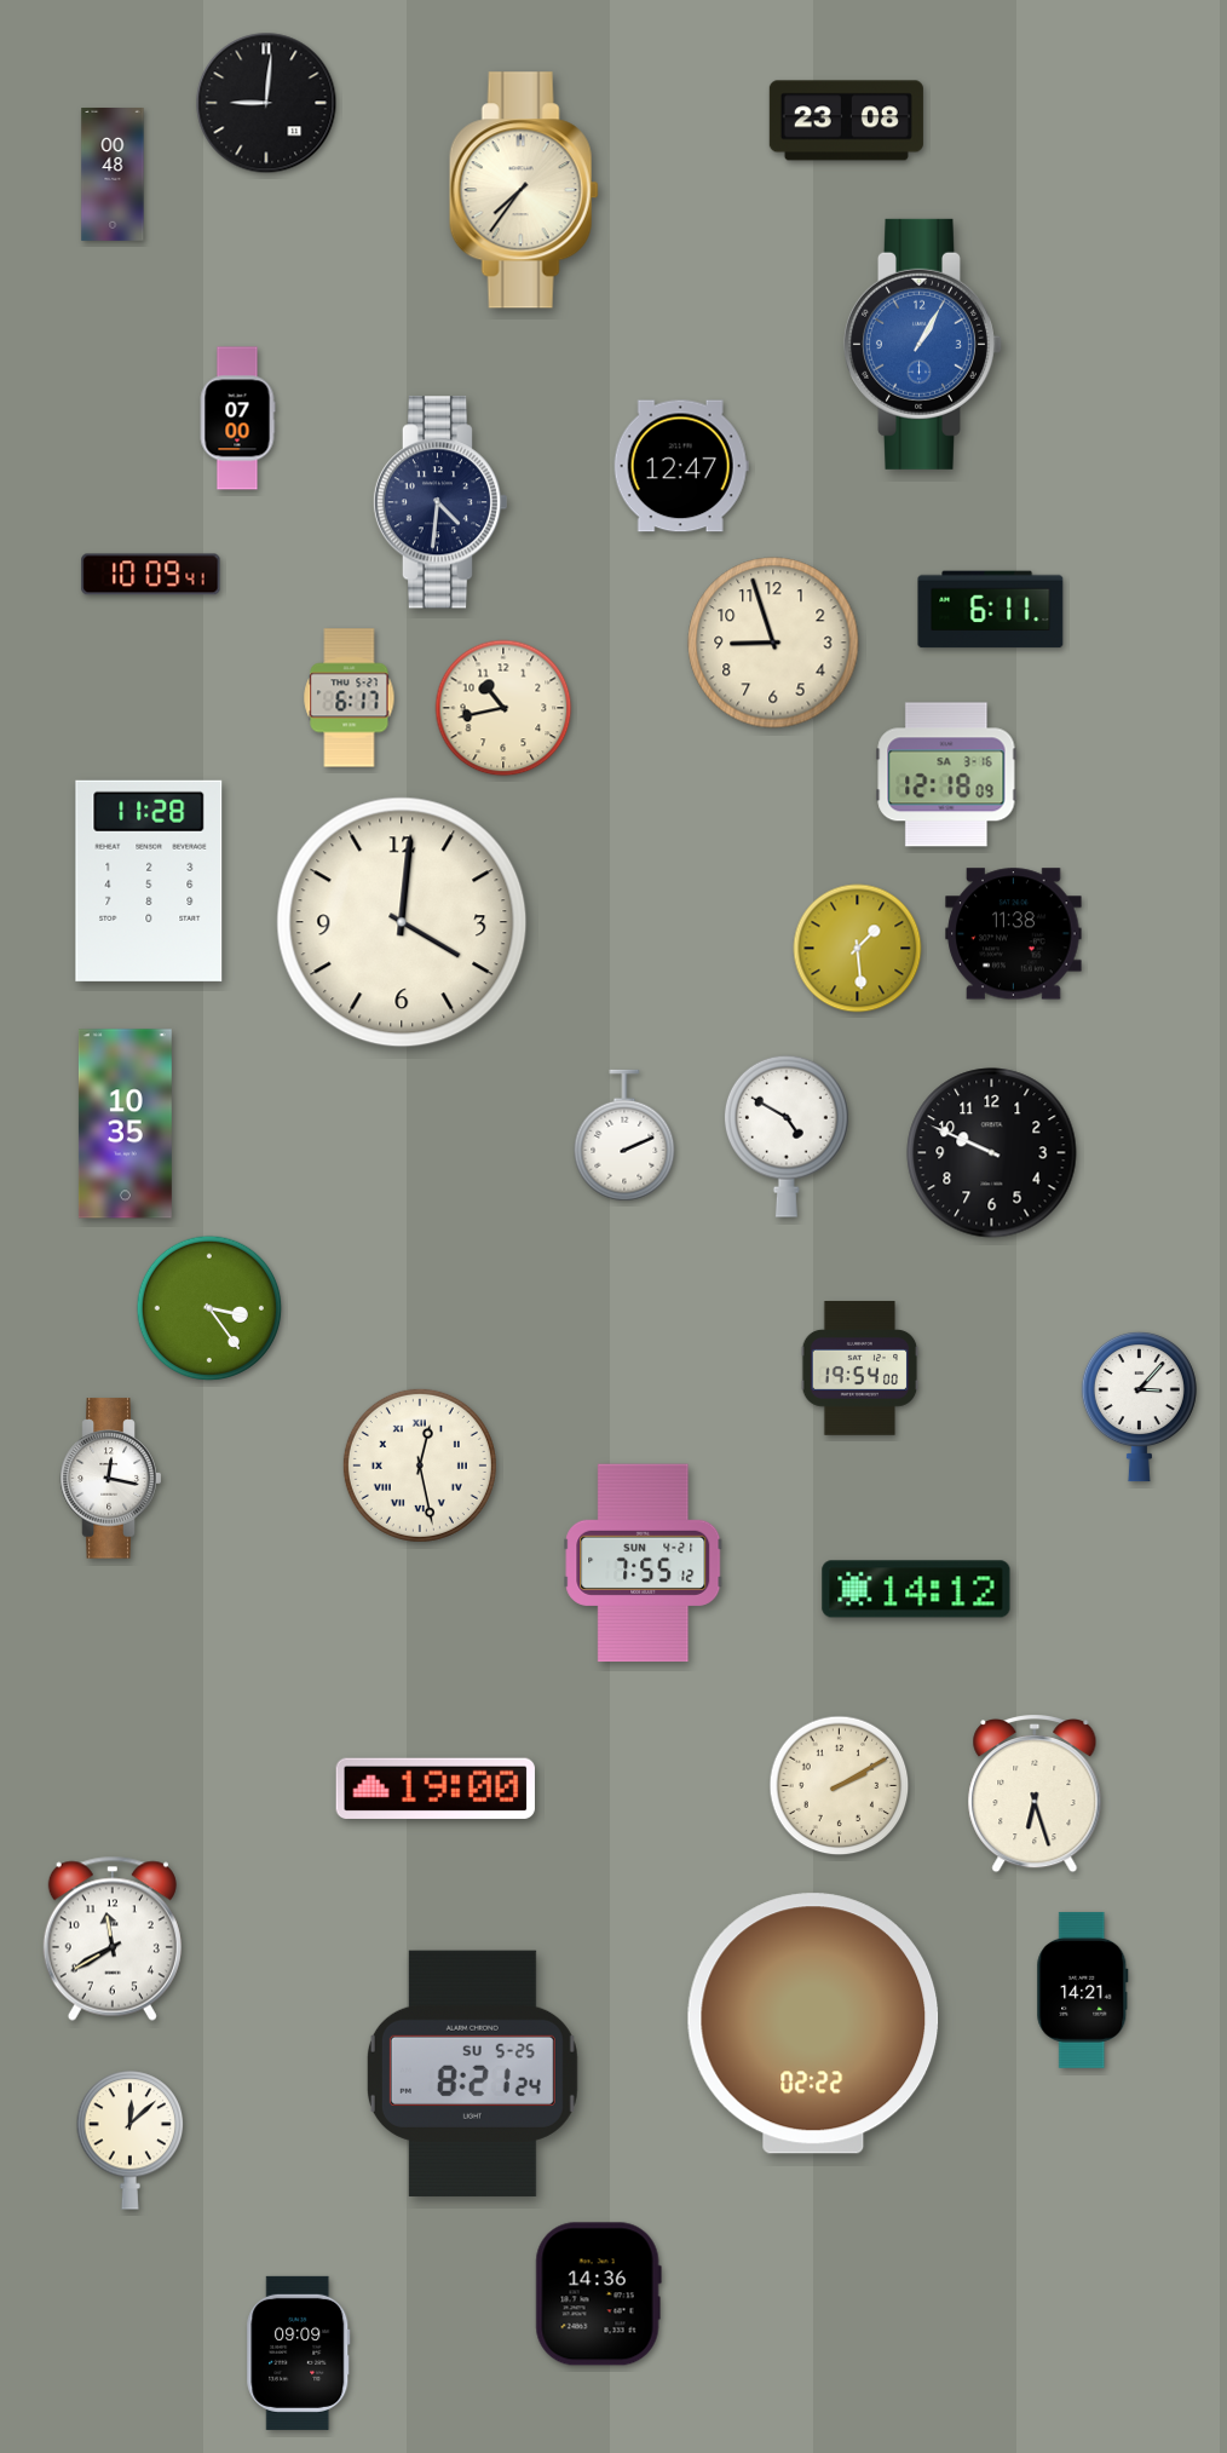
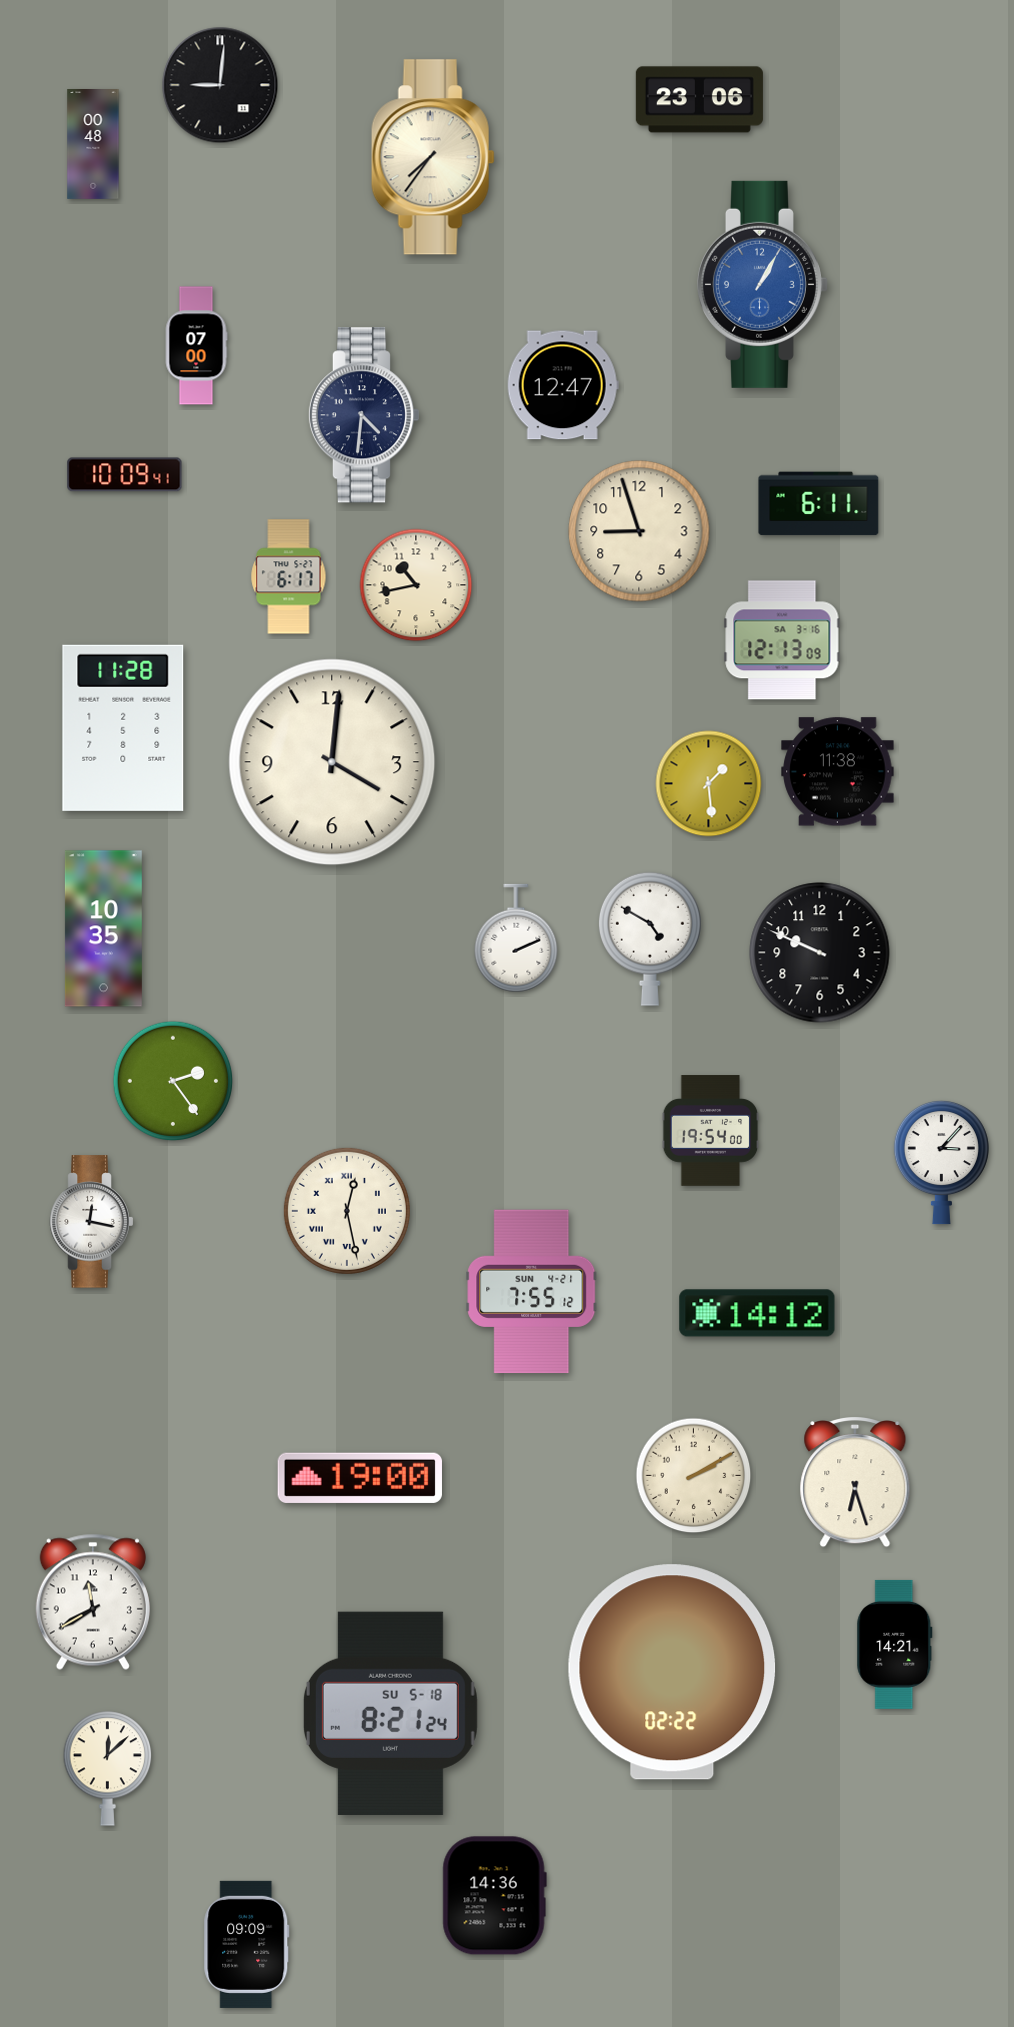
clock at (846, 121): 23:08 -> 23:06
clock at (946, 775): 12:18 -> 12:13
clock at (209, 1308): 3:24 -> 2:24
clock at (472, 2073) date: SU 5-25 -> SU 5-18
